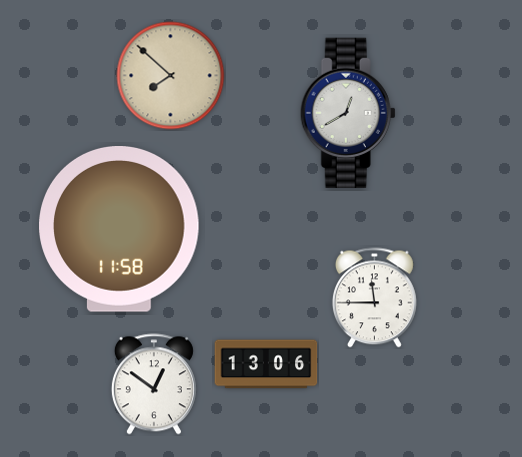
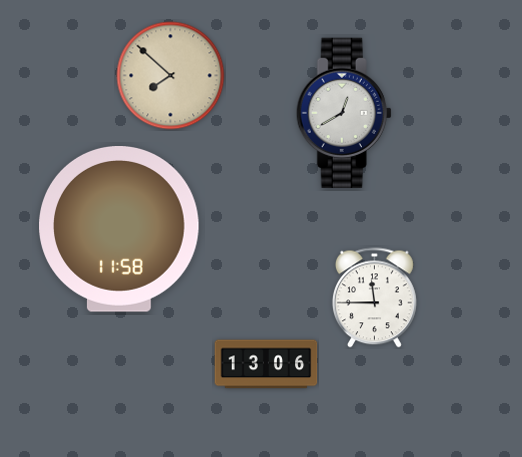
clock at (348, 112) position: (348, 112) -> (344, 112)
clock at (154, 384): 12:51 -> none
